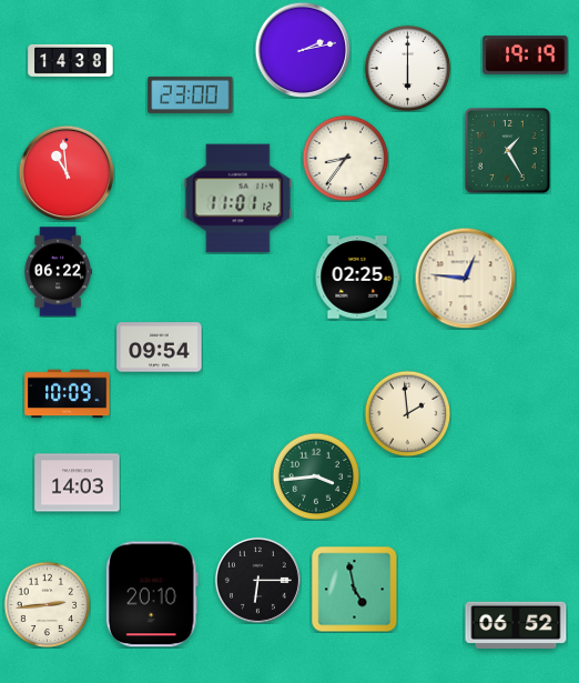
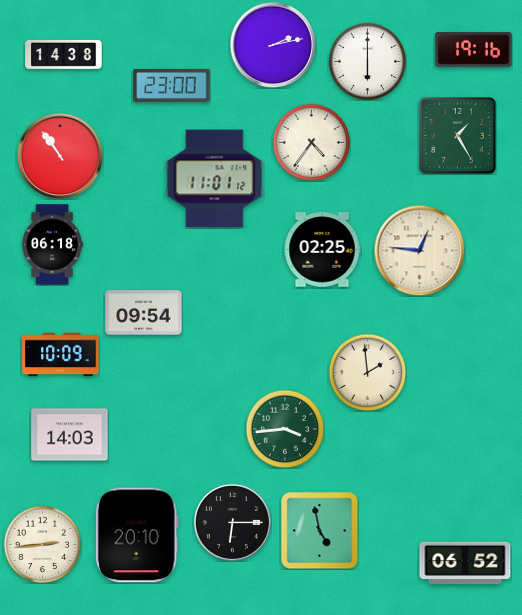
clock at (526, 54): 19:19 -> 19:16
clock at (345, 158): 8:36 -> 4:36
clock at (67, 173): 10:59 -> 10:54
clock at (58, 272): 06:22 -> 06:18
